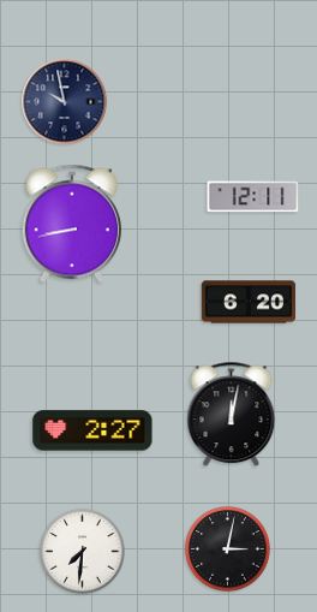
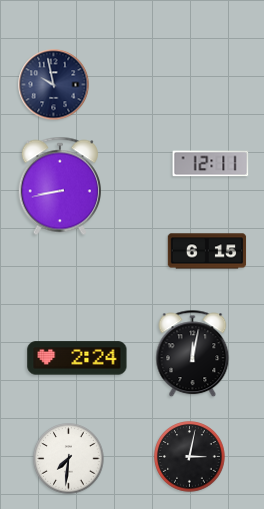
clock at (249, 302): 6:20 -> 6:15
clock at (232, 415) position: (232, 415) -> (193, 354)
clock at (92, 430): 2:27 -> 2:24
